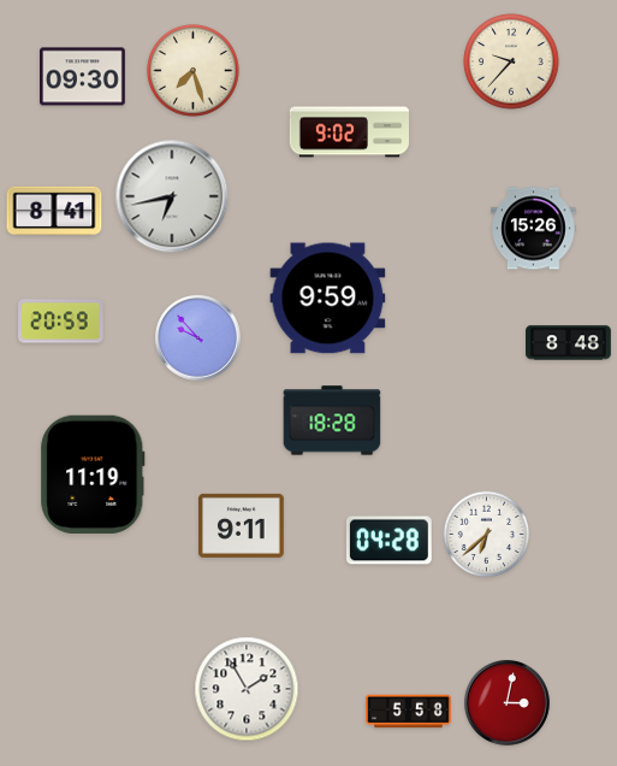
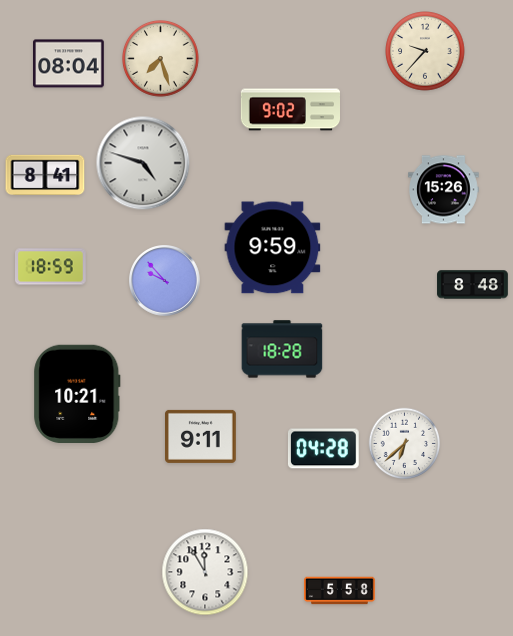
clock at (83, 77): 09:30 -> 08:04
clock at (172, 196): 6:43 -> 4:48
clock at (61, 322): 20:59 -> 18:59
clock at (332, 420) position: (332, 420) -> (282, 349)
clock at (93, 473): 11:19 -> 10:21
clock at (247, 689): 1:55 -> 11:55
clock at (508, 703): 3:02 -> none
